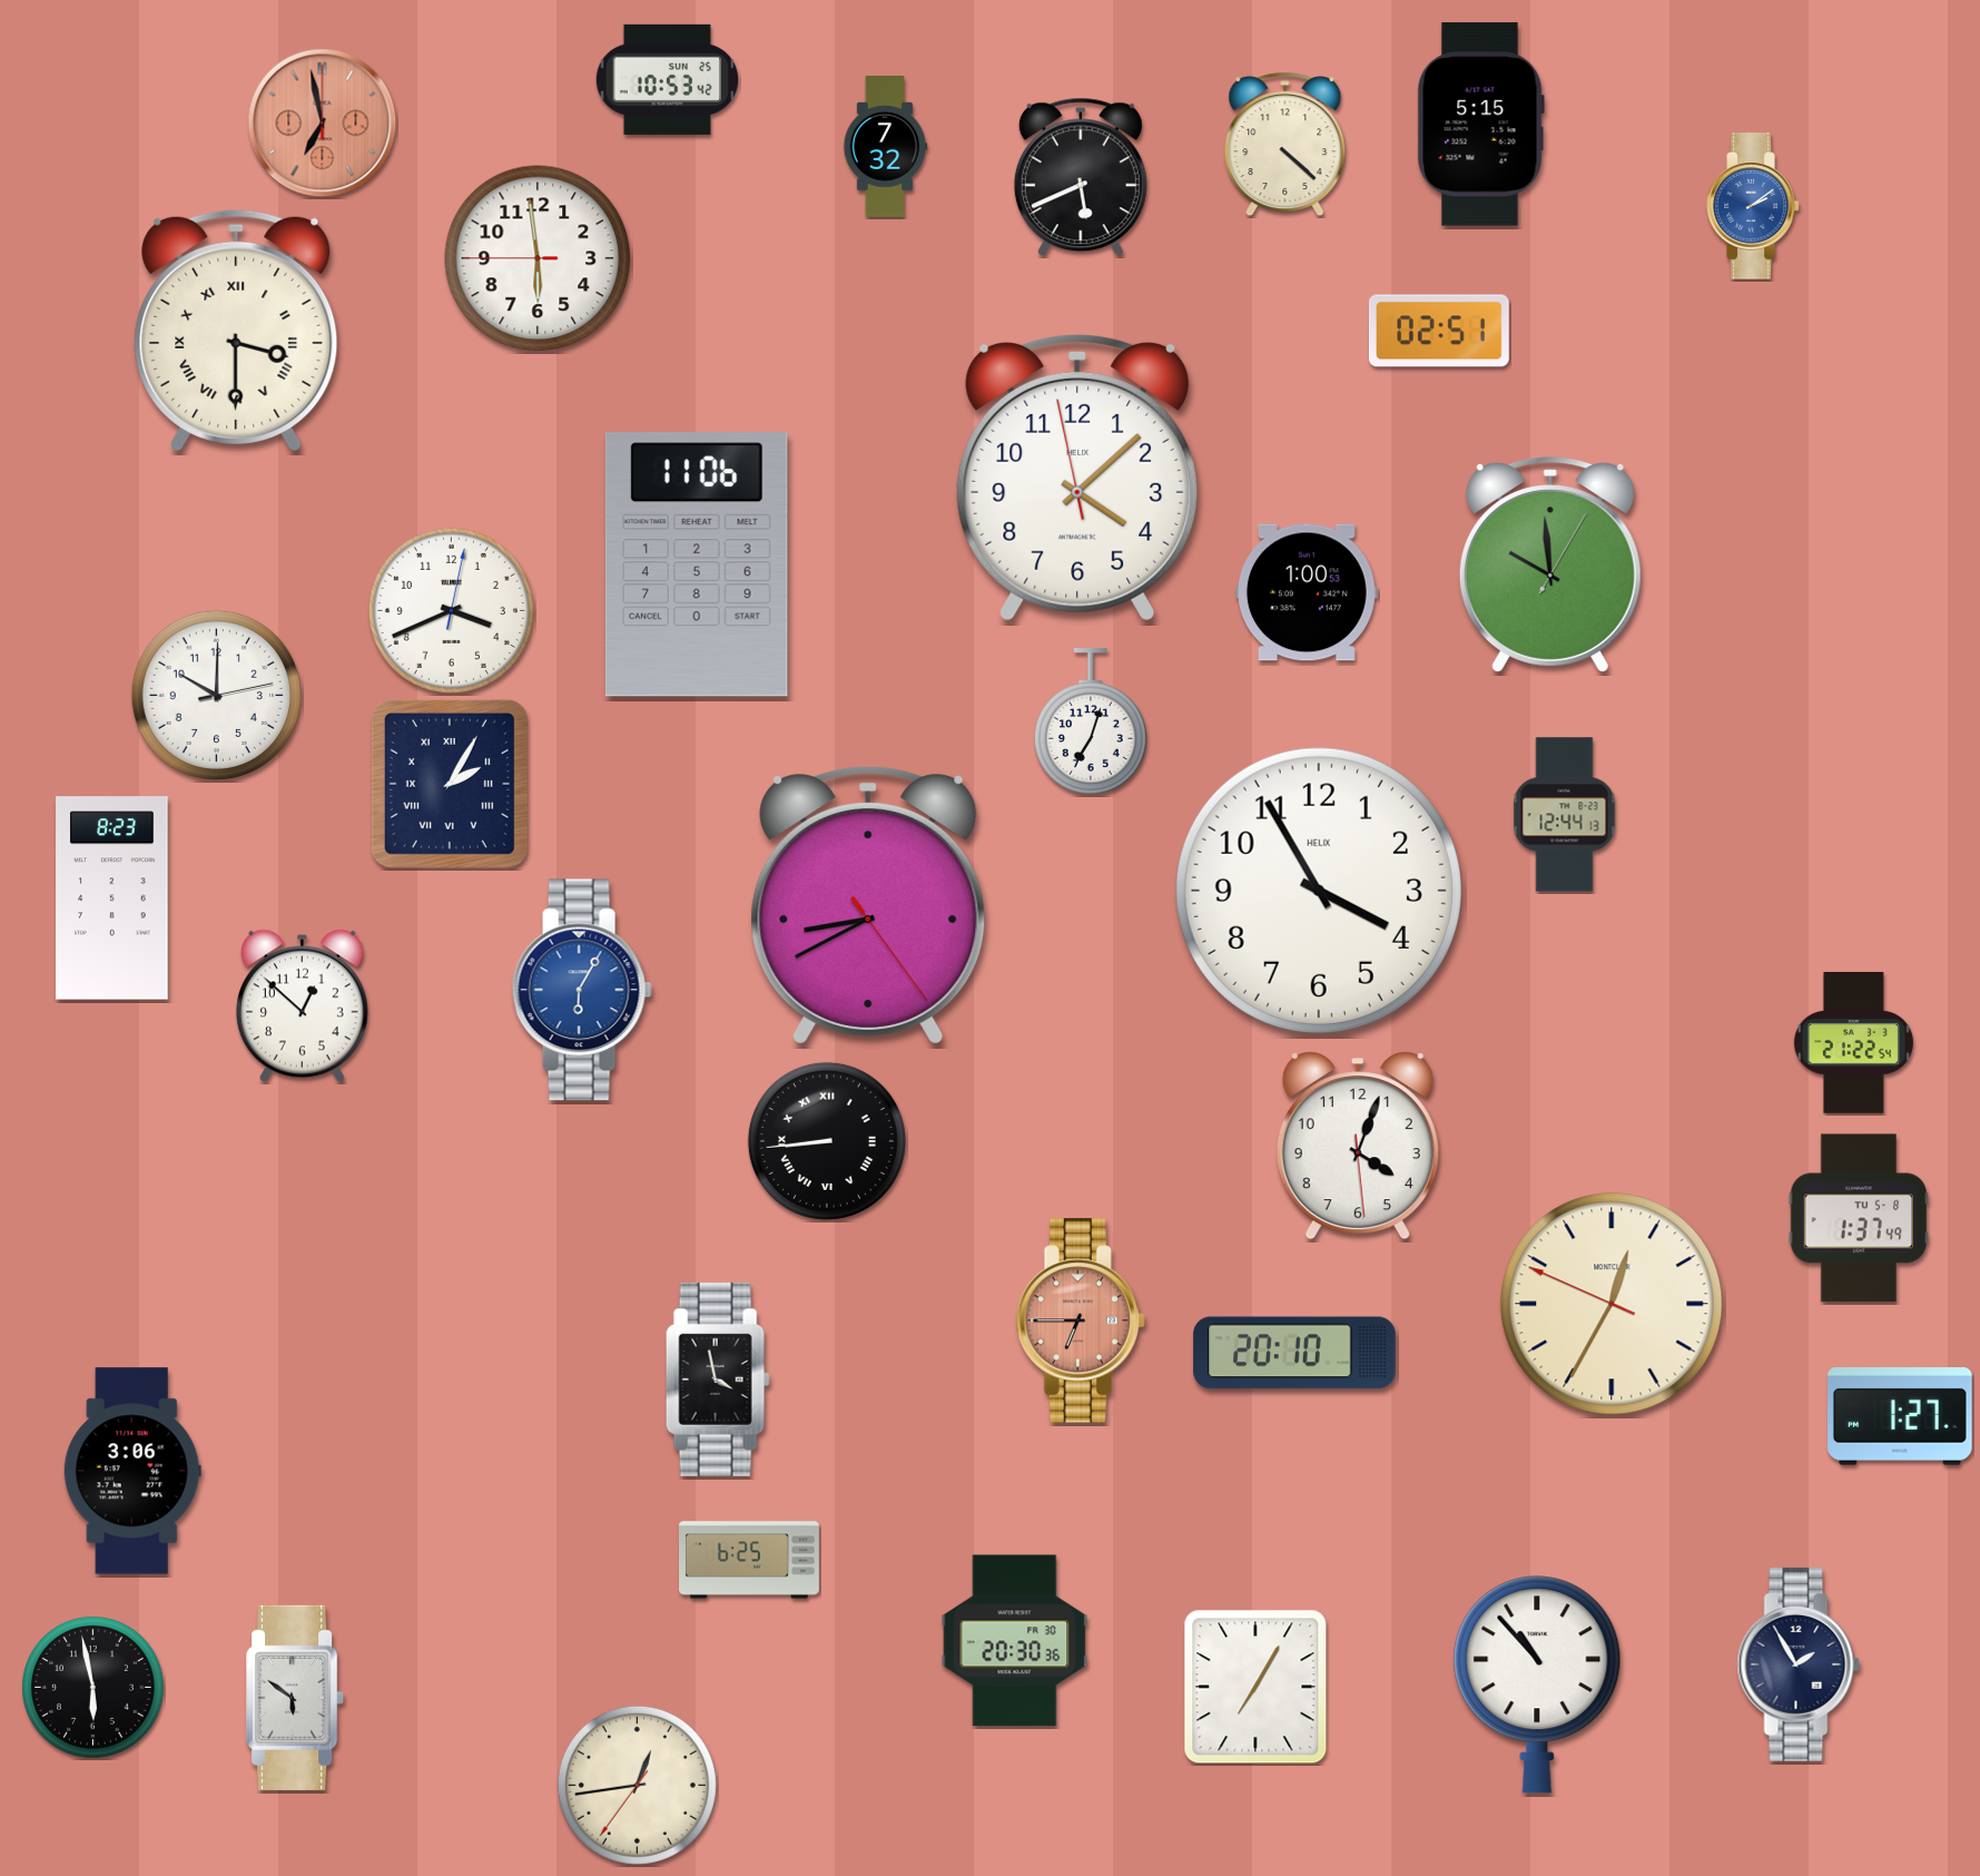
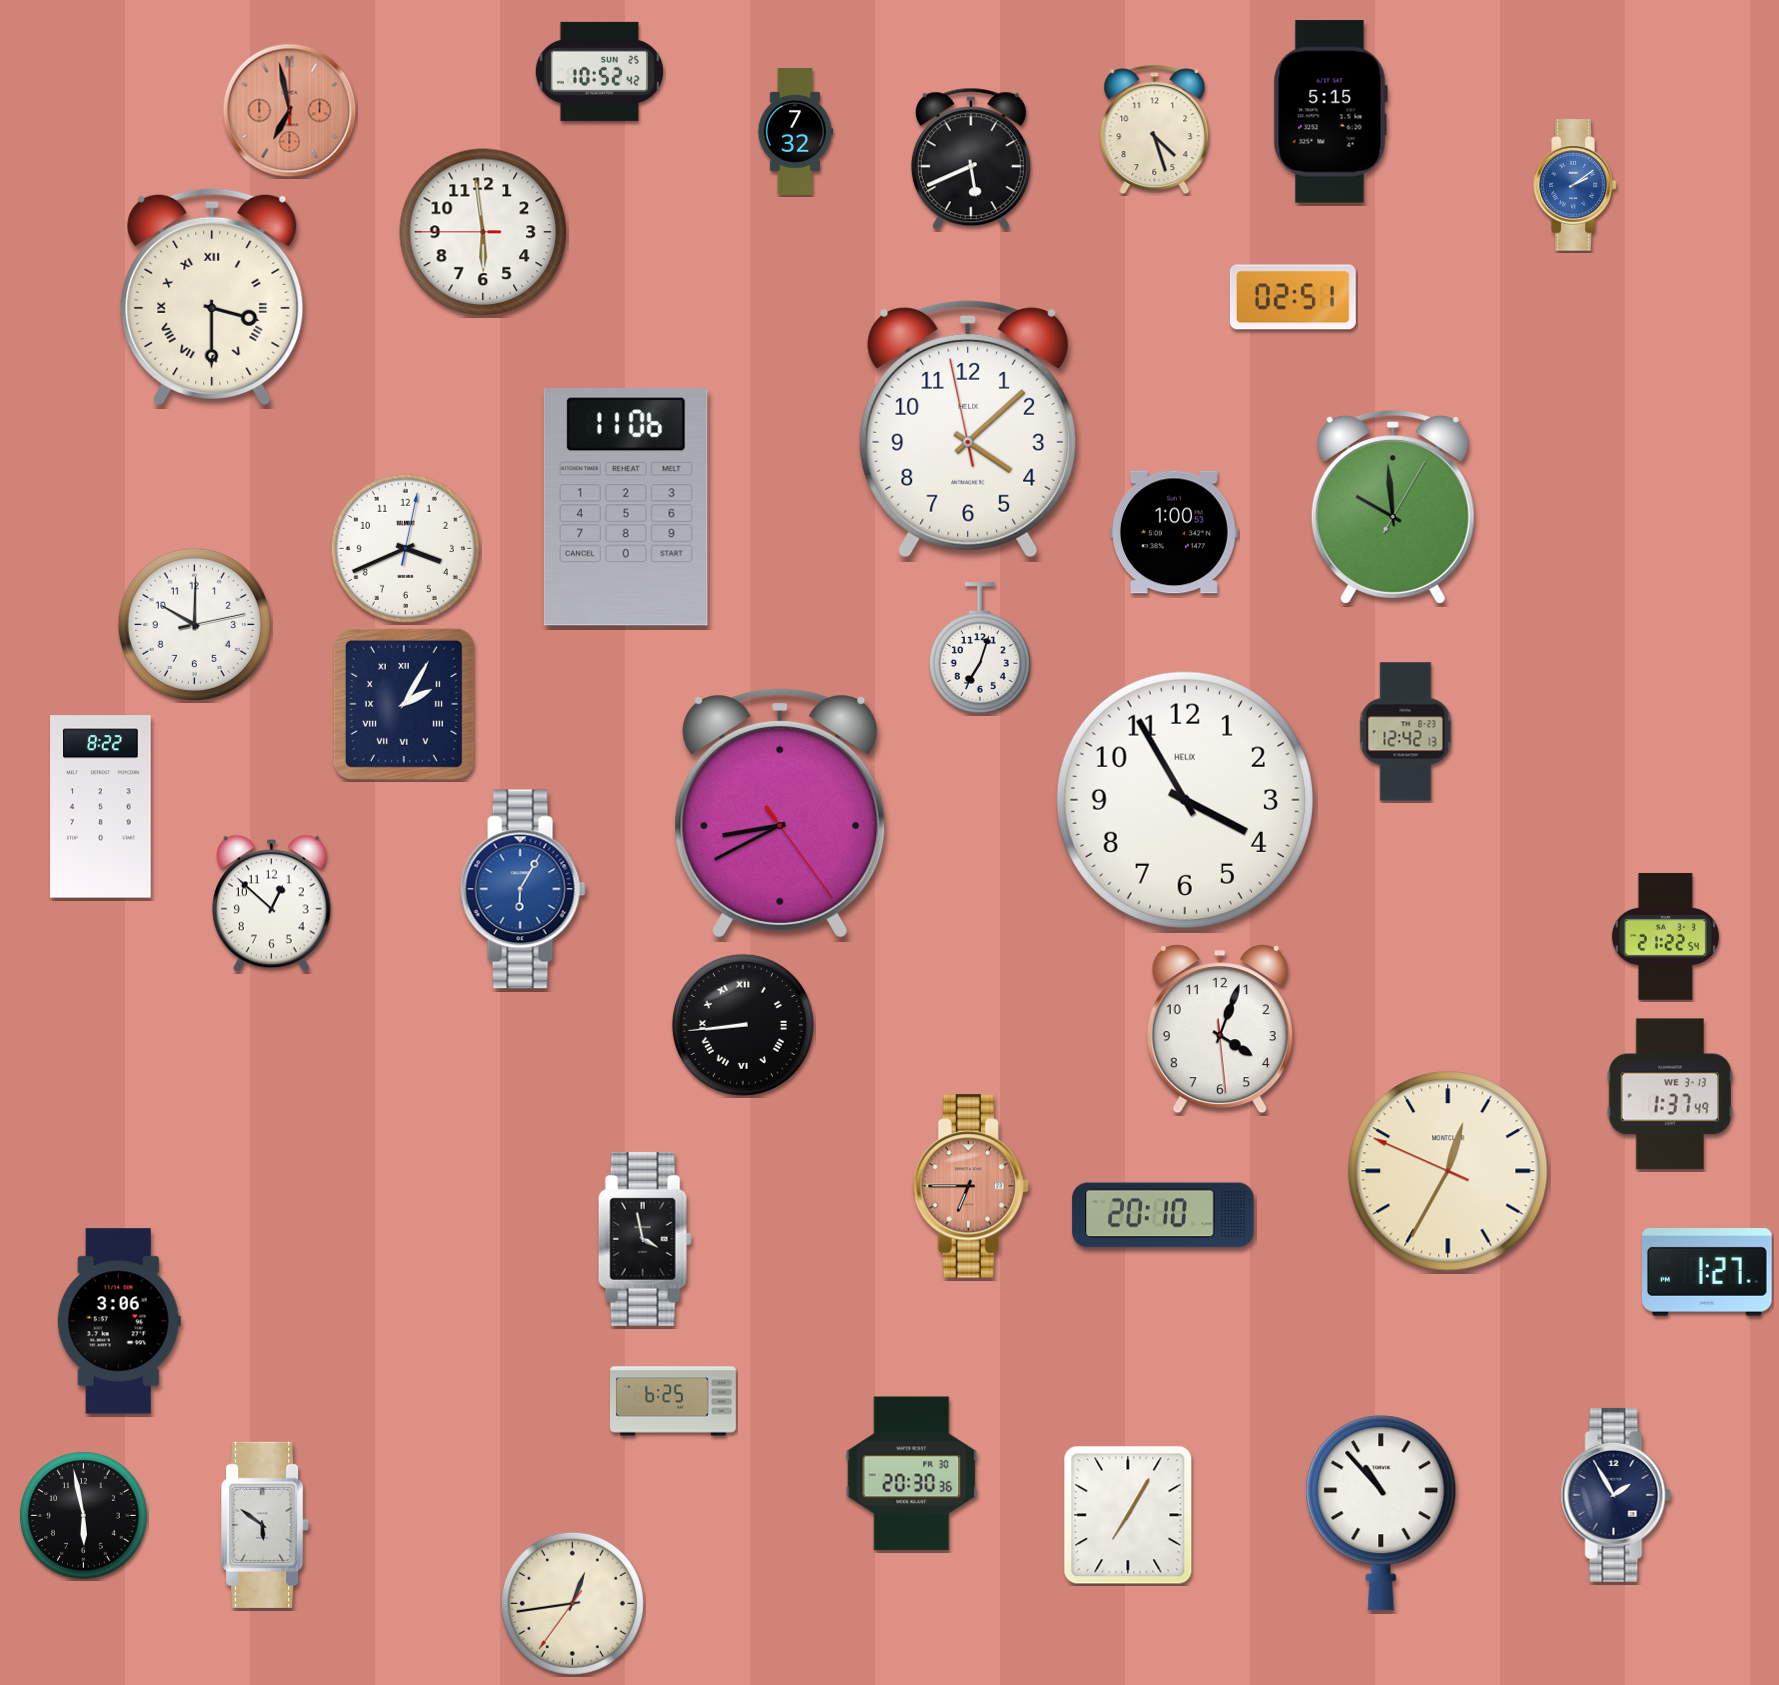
clock at (667, 79): 10:53 -> 10:52
clock at (1285, 145): 4:22 -> 4:27
clock at (1565, 815): 12:44 -> 12:42
clock at (112, 898): 8:23 -> 8:22
clock at (1859, 1218) date: TU 5-8 -> WE 3-13
